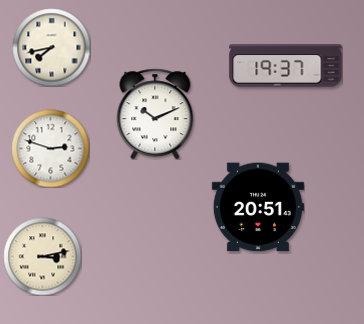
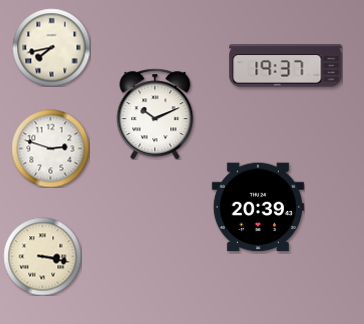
clock at (258, 207): 20:51 -> 20:39
clock at (42, 256): 3:13 -> 3:17
